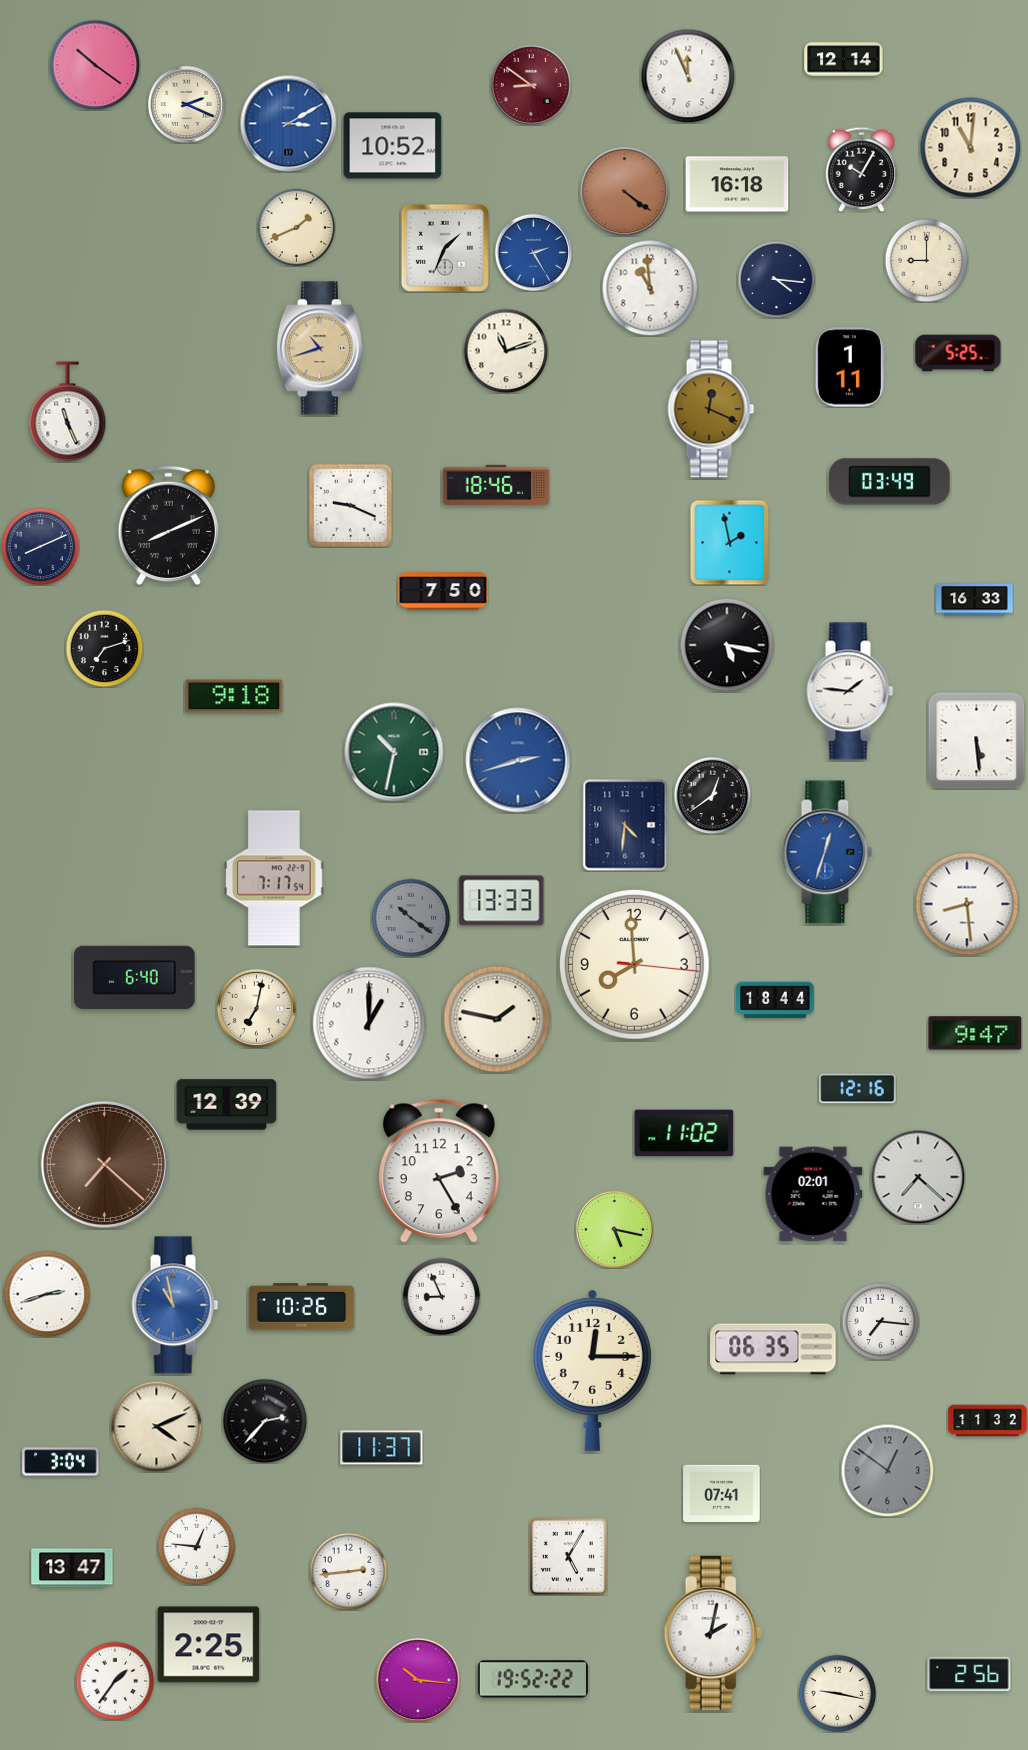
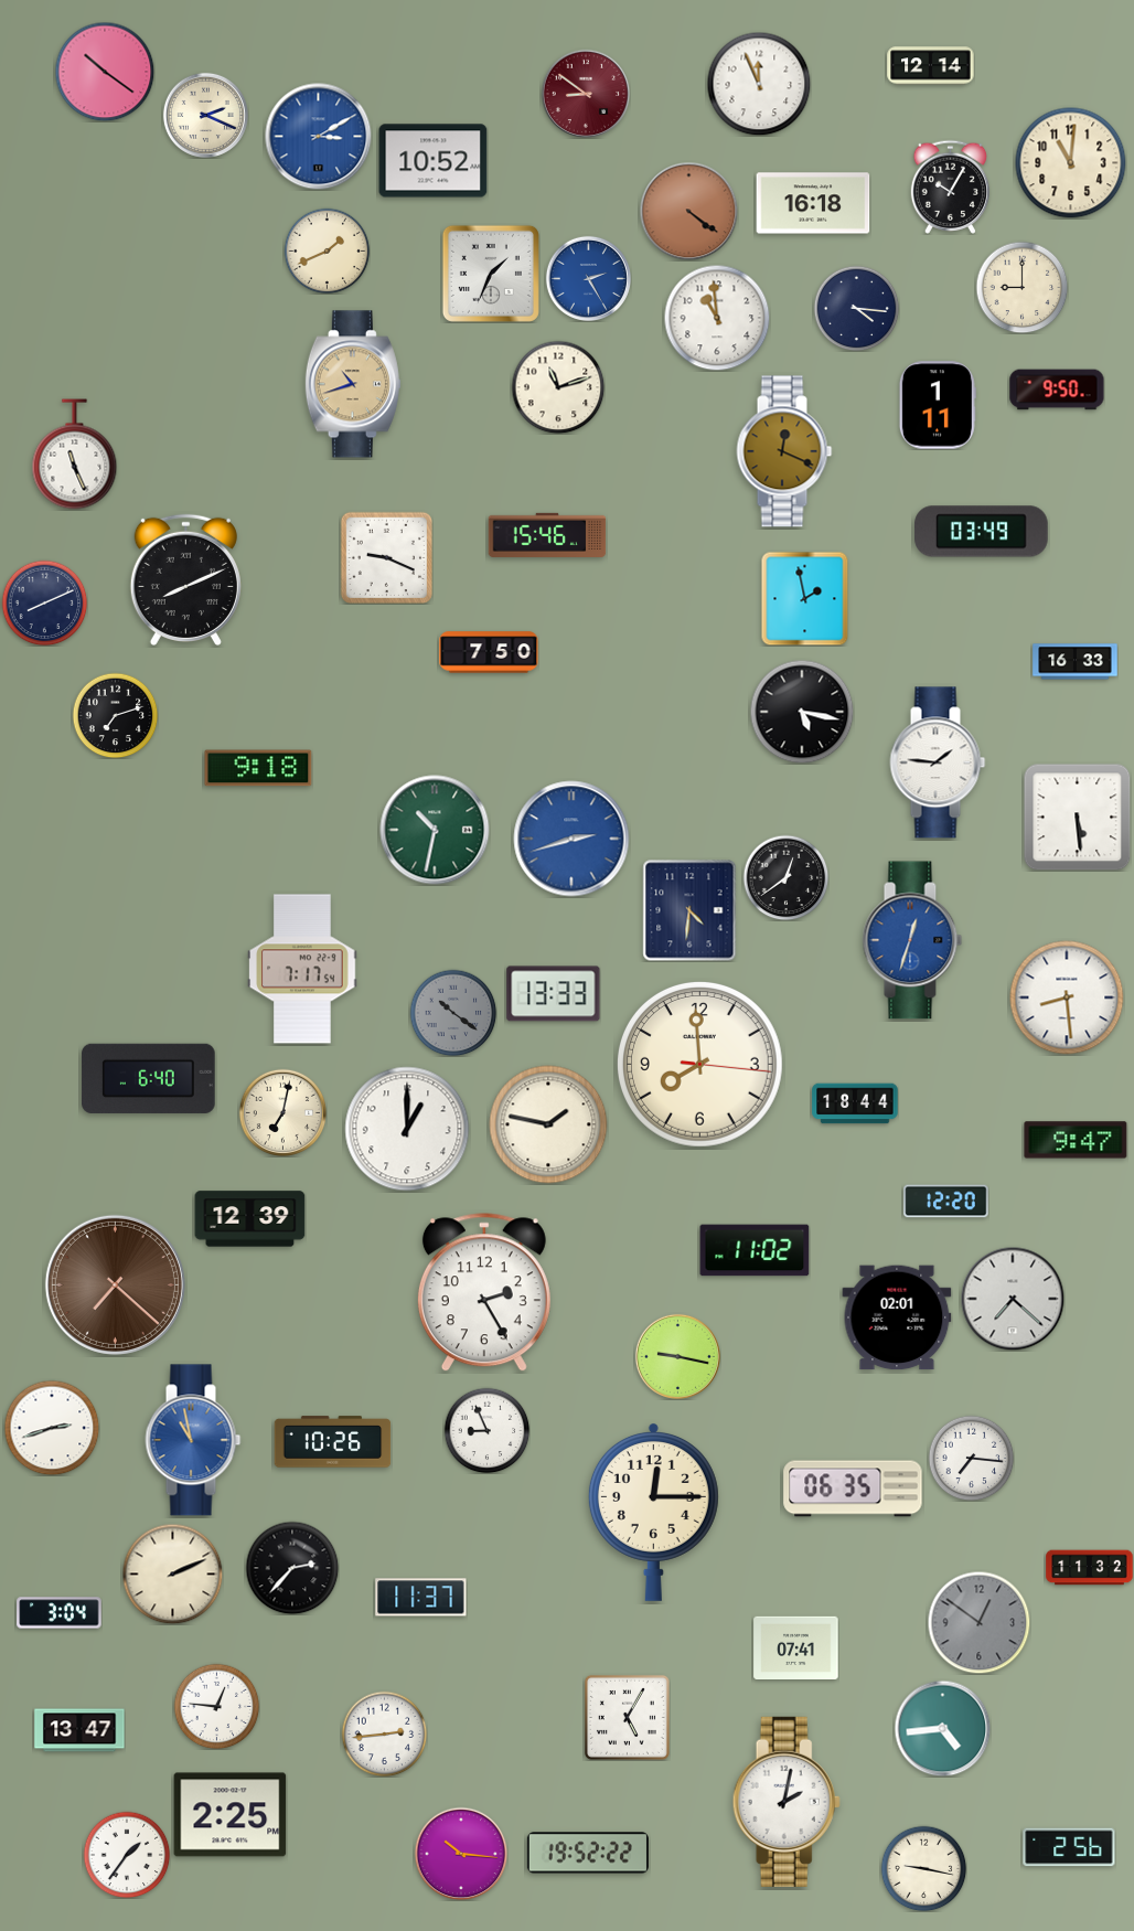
clock at (958, 353): 5:25 -> 9:50
clock at (496, 485): 18:46 -> 15:46
clock at (858, 1089): 12:16 -> 12:20
clock at (614, 1229): 5:17 -> 9:17
clock at (156, 1426): 4:11 -> 2:11
clock at (61, 1462) position: (61, 1462) -> (60, 1613)
clock at (942, 1728): none -> 4:44
